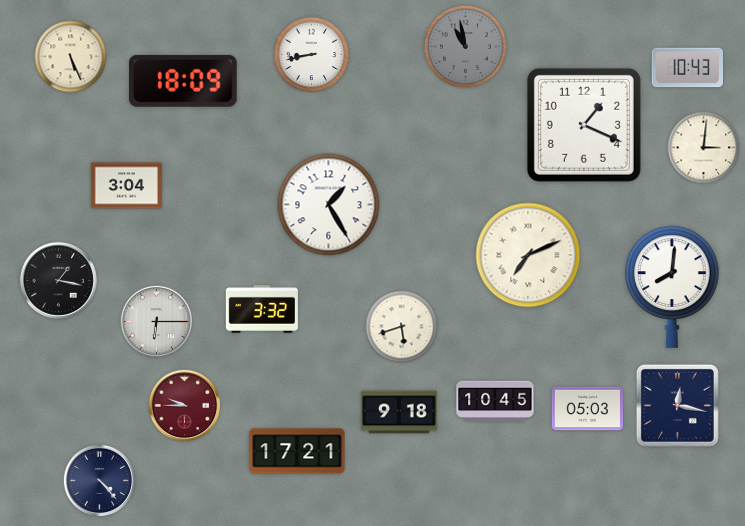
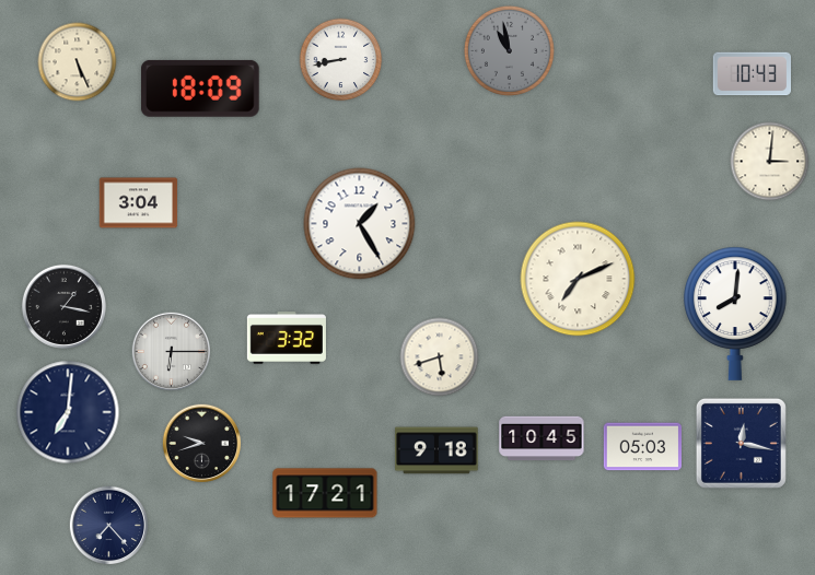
clock at (584, 125): 1:19 -> none
clock at (68, 412): none -> 7:01
clock at (185, 406): 9:45 -> 9:42
clock at (185, 406) dial: burgundy -> black
clock at (100, 481): 4:23 -> 7:23
